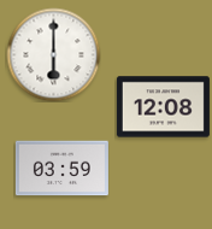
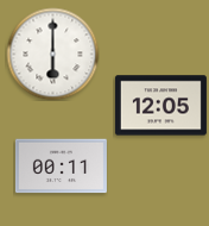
clock at (163, 107): 12:08 -> 12:05
clock at (61, 169): 03:59 -> 00:11
